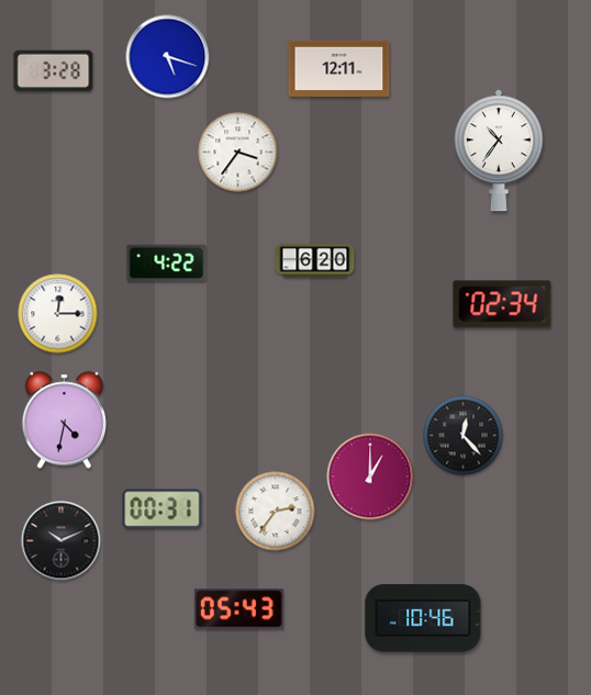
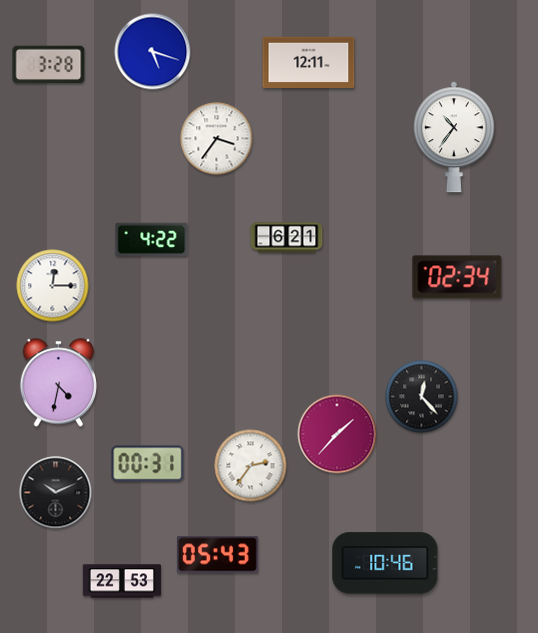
clock at (315, 261): 6:20 -> 6:21
clock at (370, 477): 1:00 -> 1:37
clock at (121, 581): none -> 22:53
